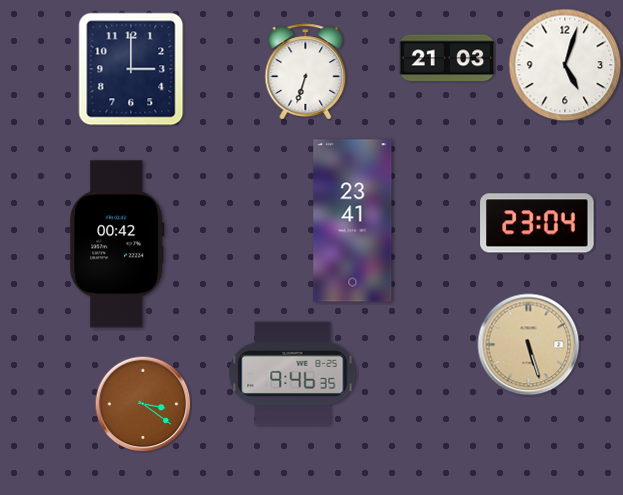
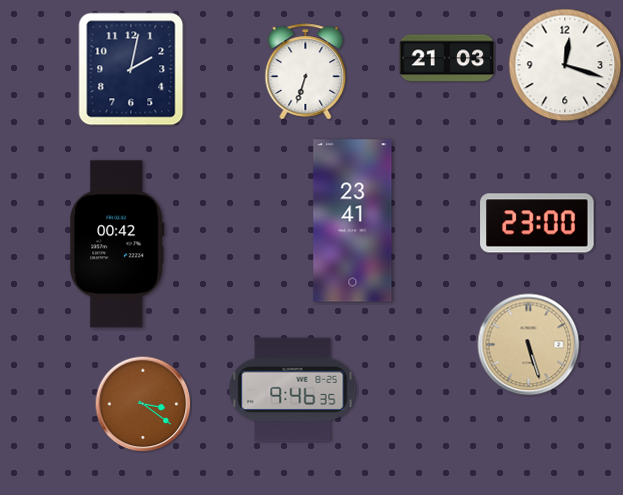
clock at (565, 65): 5:03 -> 12:18
clock at (131, 69): 3:00 -> 2:02
clock at (537, 223): 23:04 -> 23:00
clock at (293, 374) position: (293, 374) -> (293, 390)
